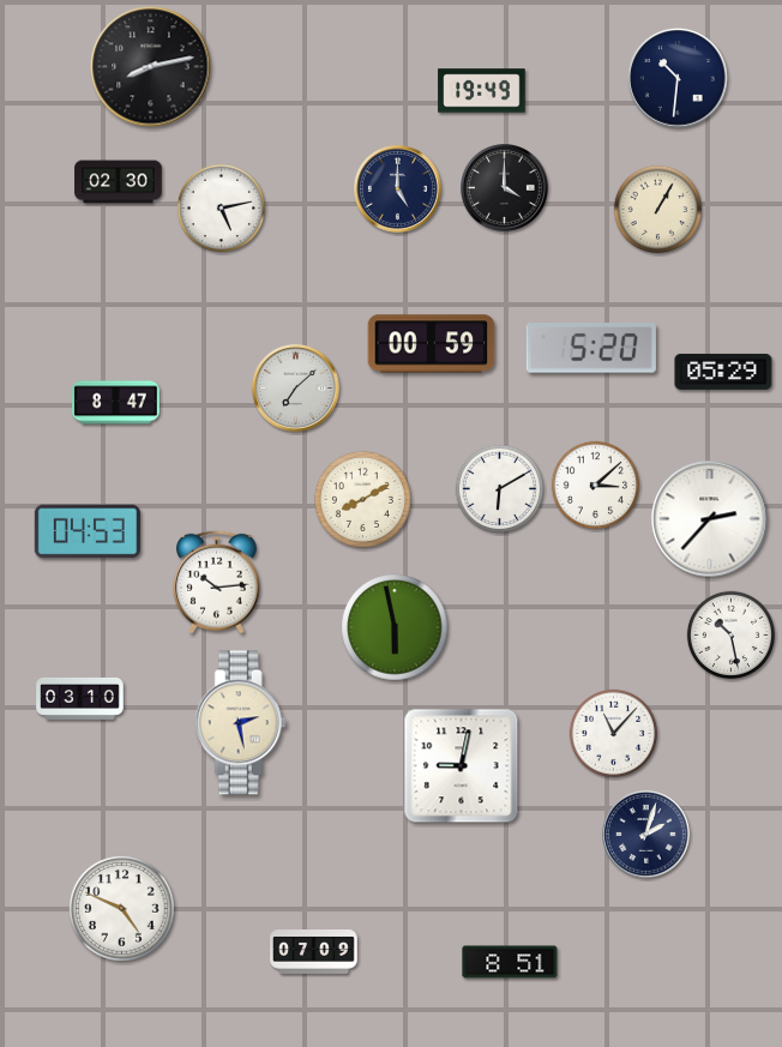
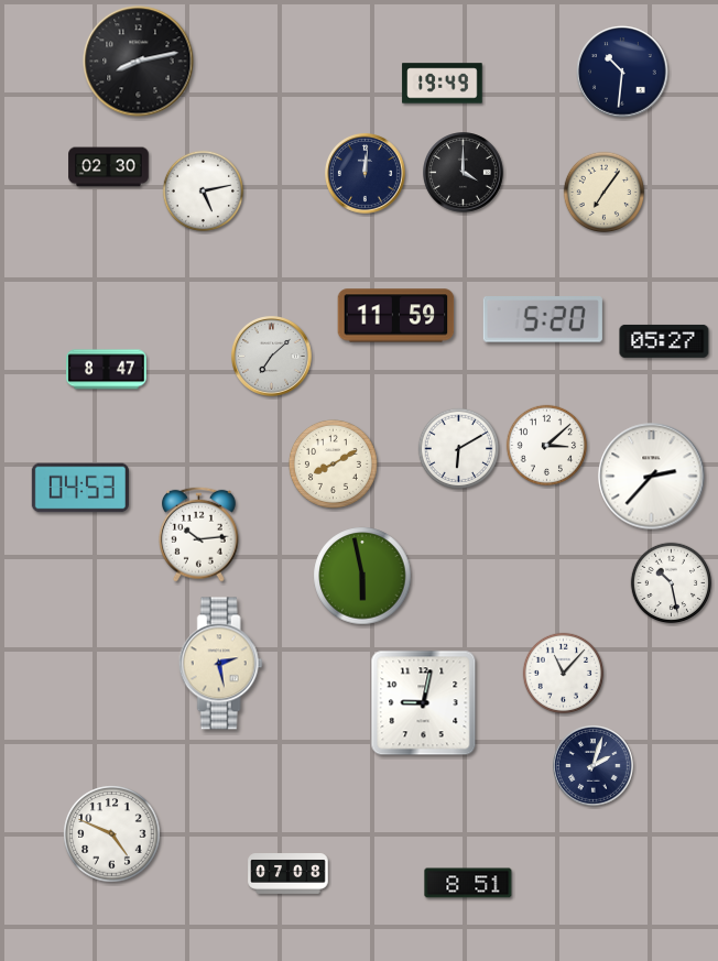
clock at (398, 189): 5:00 -> 12:01
clock at (658, 210): 1:05 -> 7:06
clock at (432, 344): 00:59 -> 11:59
clock at (723, 372): 05:29 -> 05:27
clock at (362, 499) position: (362, 499) -> (333, 463)
clock at (80, 698): 03:10 -> none
clock at (314, 952): 07:09 -> 07:08
